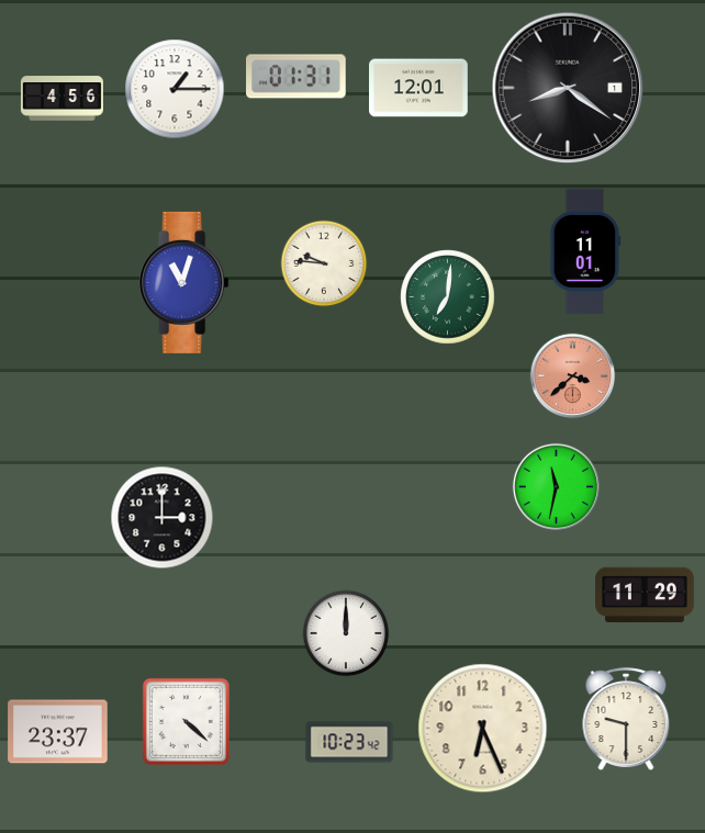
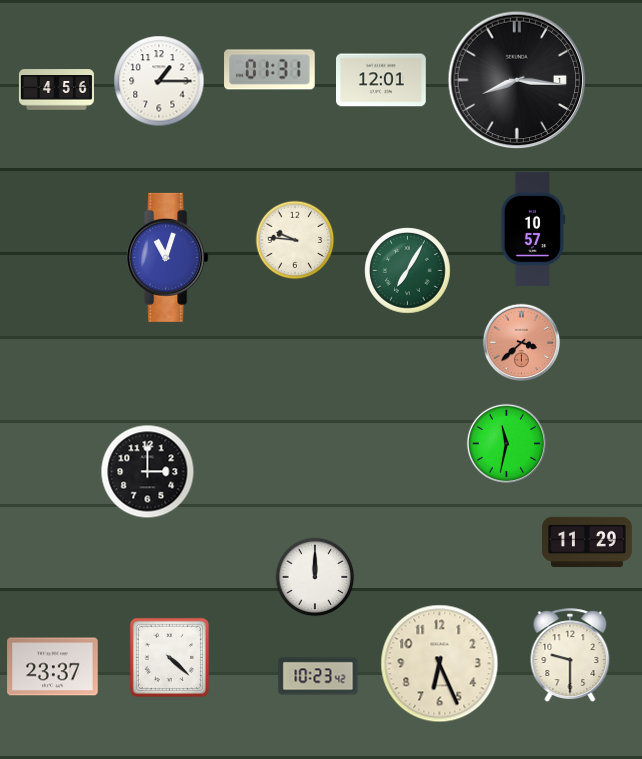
clock at (568, 88): 8:21 -> 8:16
clock at (585, 250): 11:01 -> 10:57
clock at (448, 297): 7:01 -> 7:05
